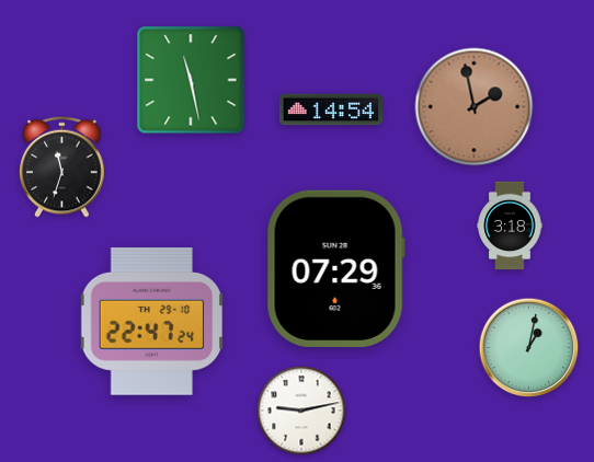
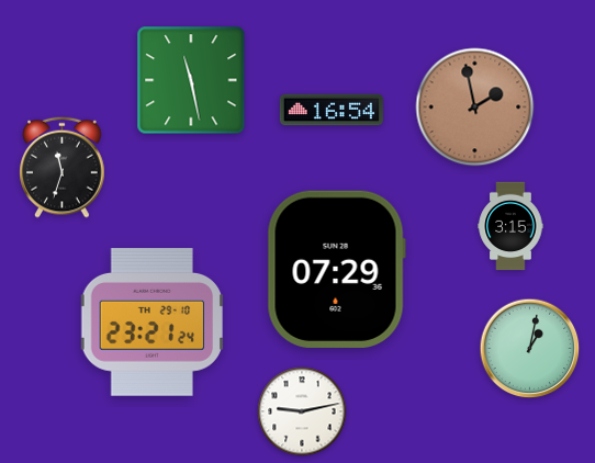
clock at (331, 109): 14:54 -> 16:54
clock at (510, 226): 3:18 -> 3:15
clock at (152, 322): 22:47 -> 23:21
